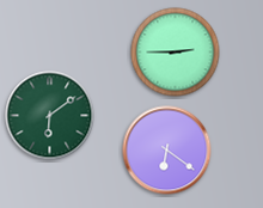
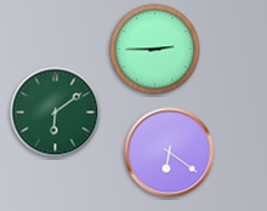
clock at (176, 53) position: (176, 53) -> (155, 50)
clock at (50, 116) position: (50, 116) -> (56, 113)
